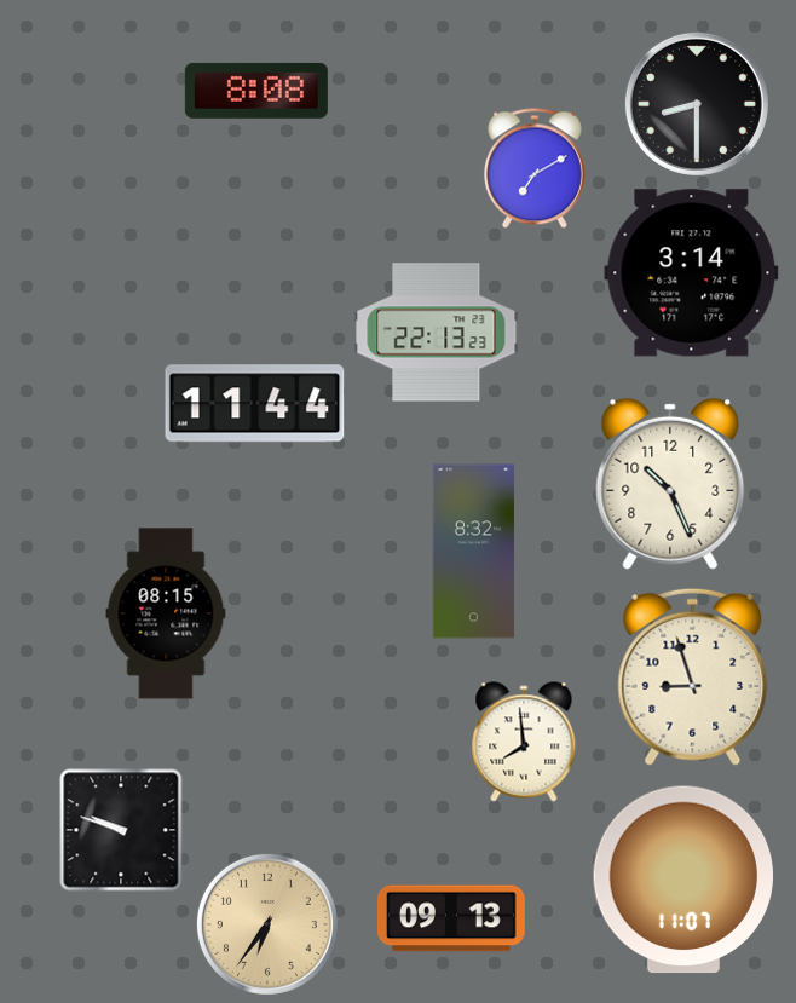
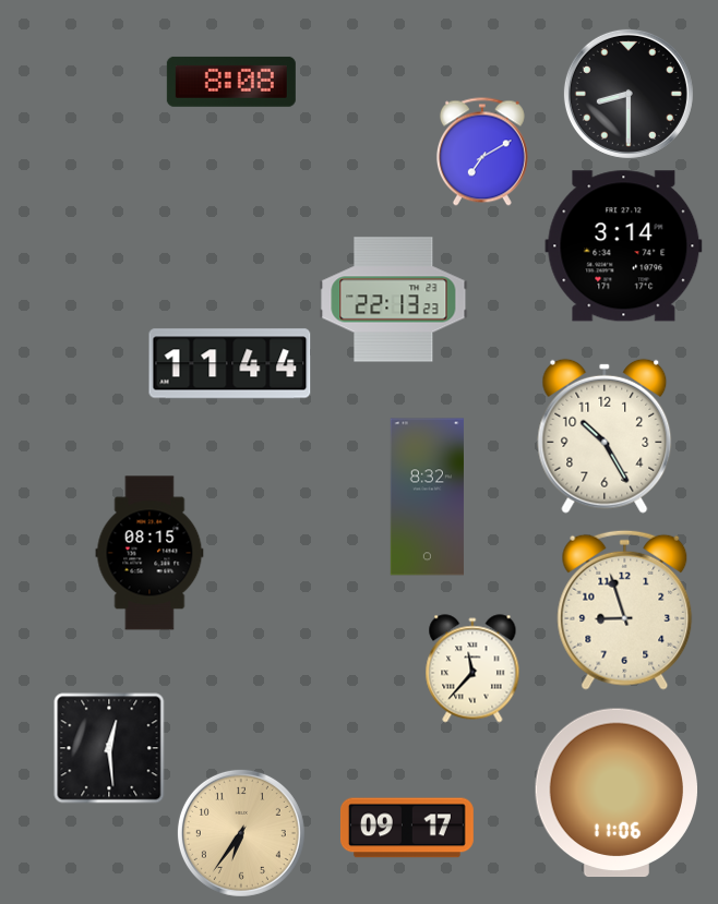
clock at (670, 484): 10:26 -> 10:25
clock at (524, 742): 7:59 -> 11:37
clock at (121, 830): 9:48 -> 12:29
clock at (682, 880): 11:07 -> 11:06
clock at (451, 918): 09:13 -> 09:17
